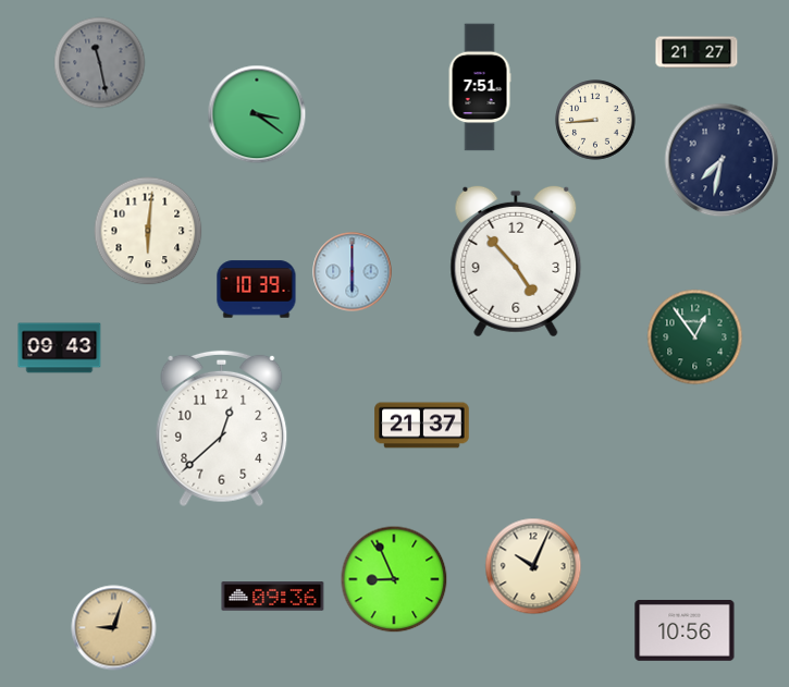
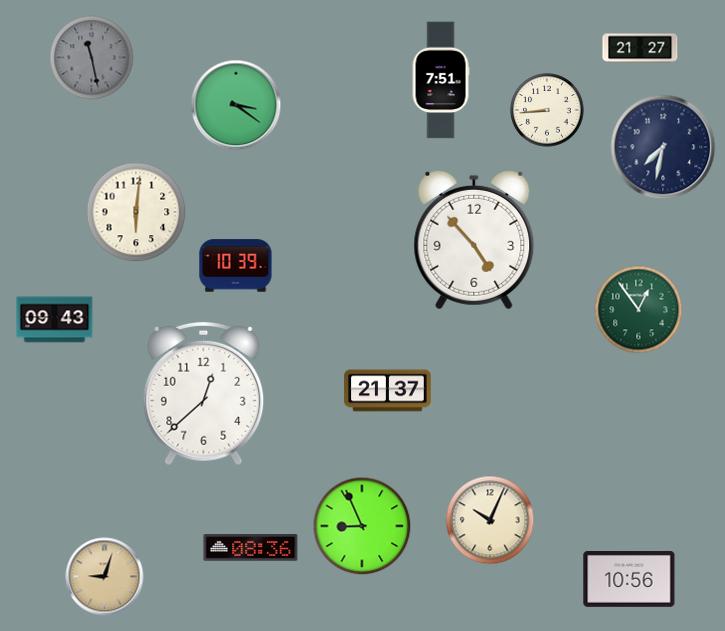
clock at (353, 272): 6:00 -> none
clock at (394, 579) position: (394, 579) -> (362, 526)
clock at (273, 597): 09:36 -> 08:36
